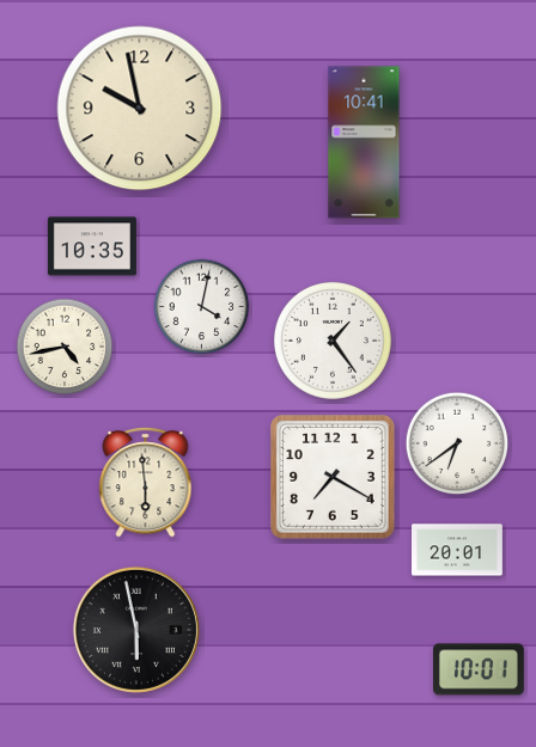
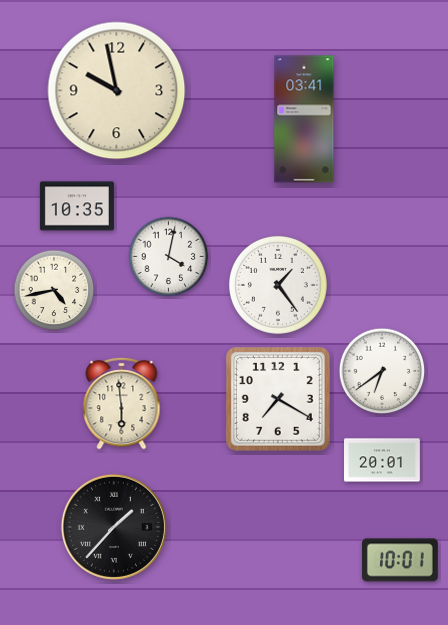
clock at (364, 142): 10:41 -> 03:41
clock at (136, 630): 5:58 -> 1:37
